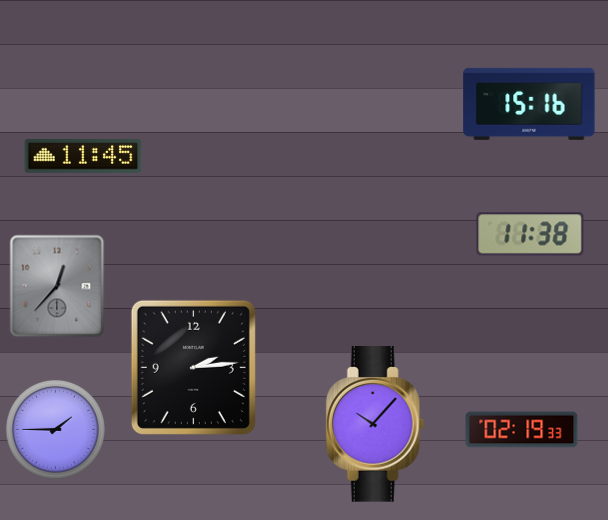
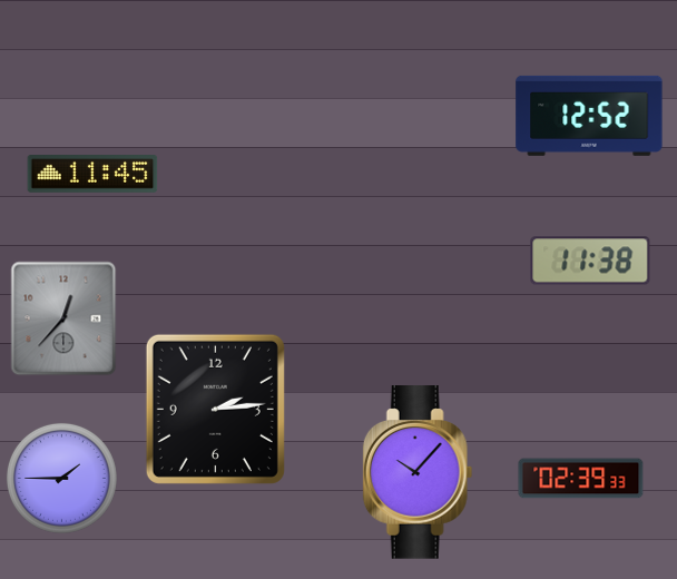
clock at (529, 104): 15:16 -> 12:52
clock at (522, 430): 02:19 -> 02:39
